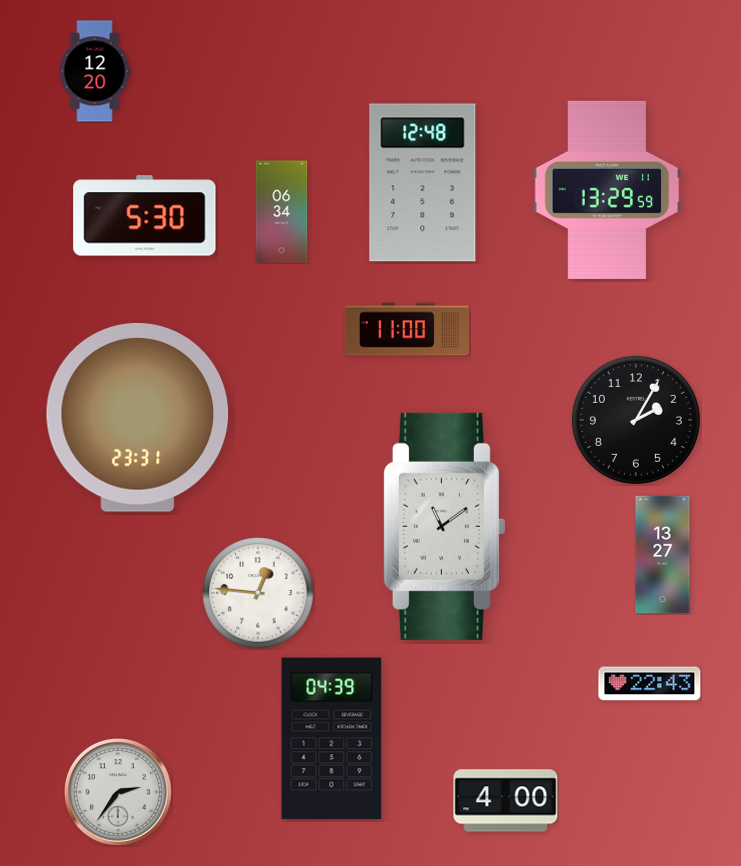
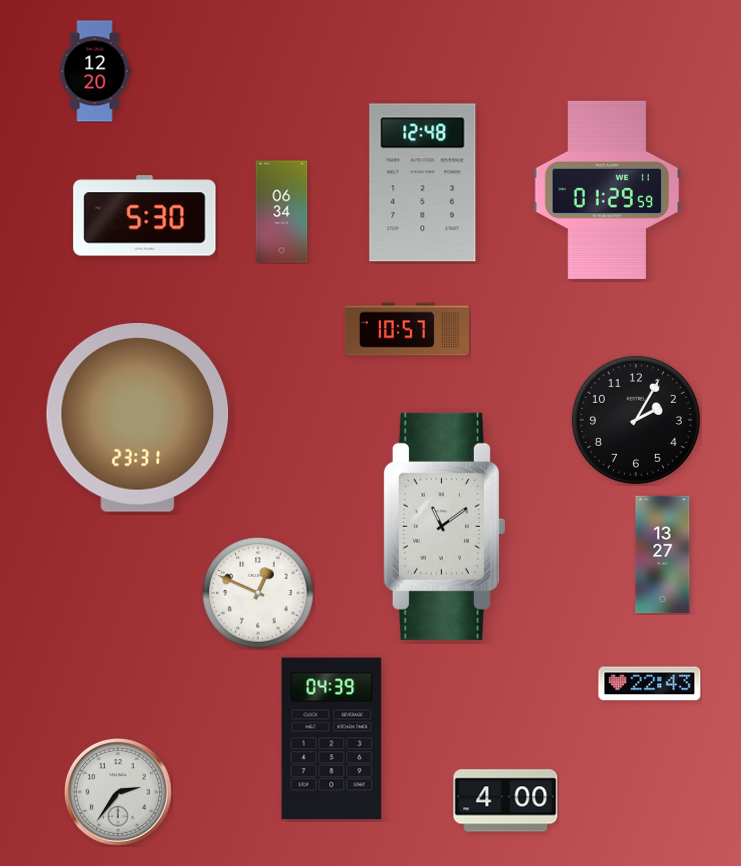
clock at (607, 190): 13:29 -> 01:29
clock at (407, 329): 11:00 -> 10:57
clock at (258, 593): 12:46 -> 12:49
